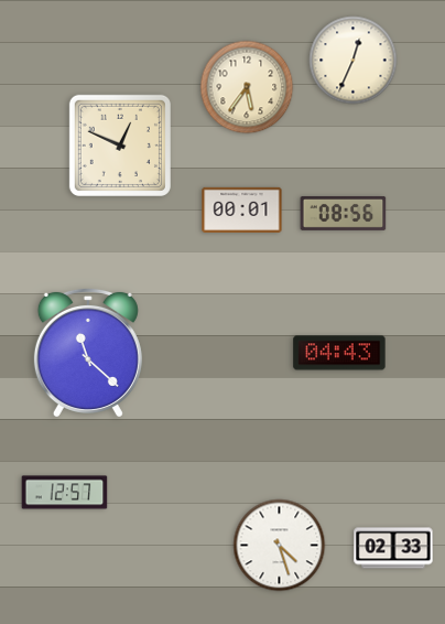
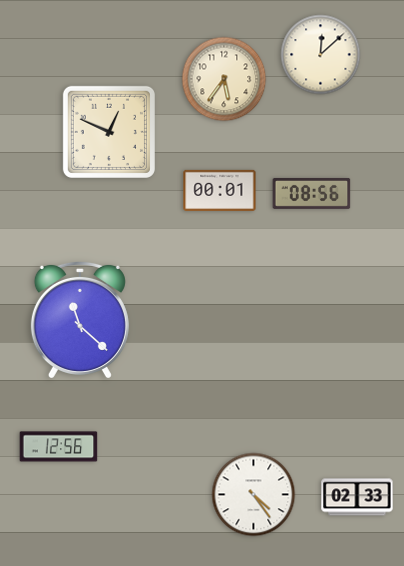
clock at (354, 61): 12:34 -> 12:08
clock at (339, 353): 04:43 -> none
clock at (65, 493): 12:57 -> 12:56
clock at (280, 546): 4:27 -> 4:24
